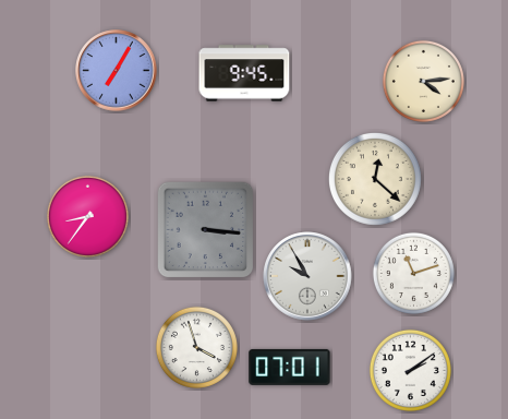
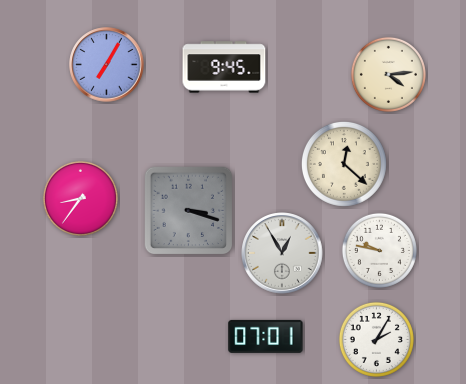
clock at (206, 230): 3:16 -> 3:18
clock at (413, 273): 11:12 -> 9:47
clock at (307, 276): 9:55 -> 12:55
clock at (196, 347): 3:57 -> none
clock at (410, 370): 2:09 -> 2:05
